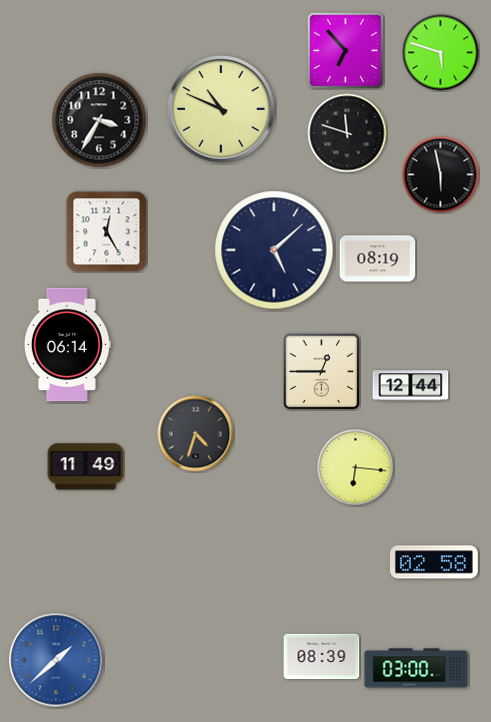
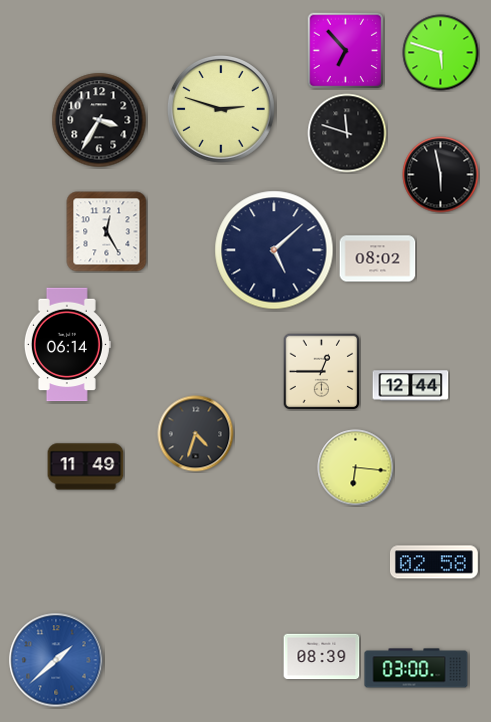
clock at (221, 109): 10:49 -> 2:48
clock at (378, 259): 08:19 -> 08:02
